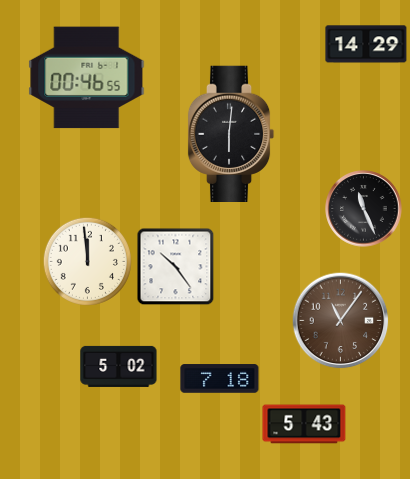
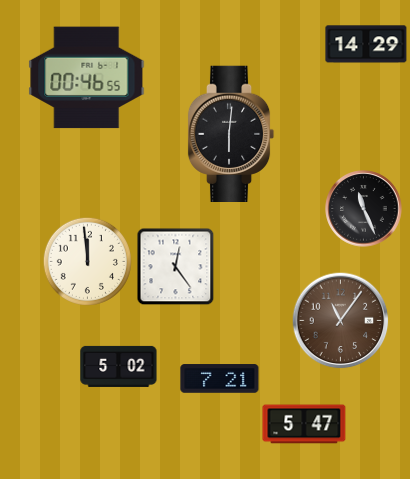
clock at (175, 266): 10:24 -> 12:24
clock at (220, 379): 7:18 -> 7:21
clock at (304, 424): 5:43 -> 5:47
